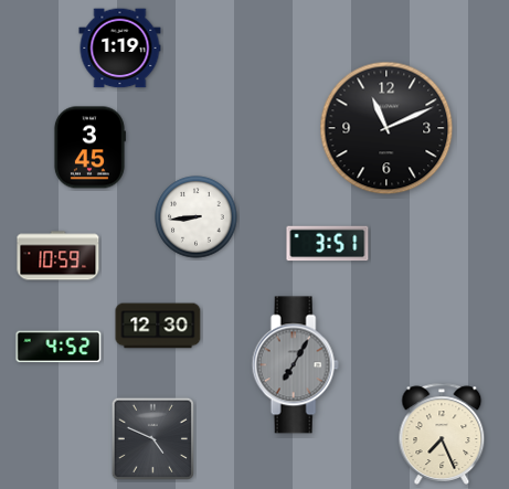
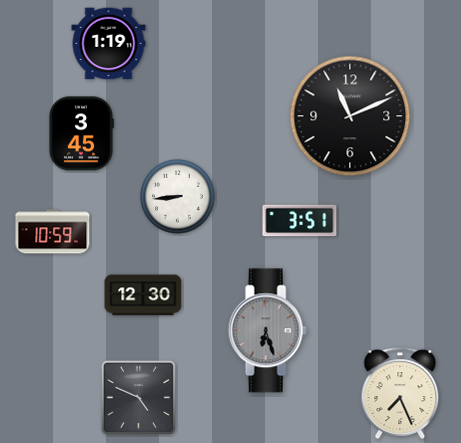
clock at (328, 244) position: (328, 244) -> (300, 221)
clock at (59, 347): 4:52 -> none
clock at (295, 365): 7:05 -> 6:27
